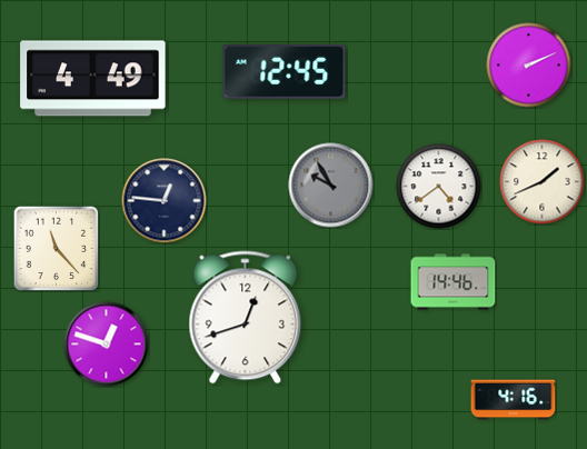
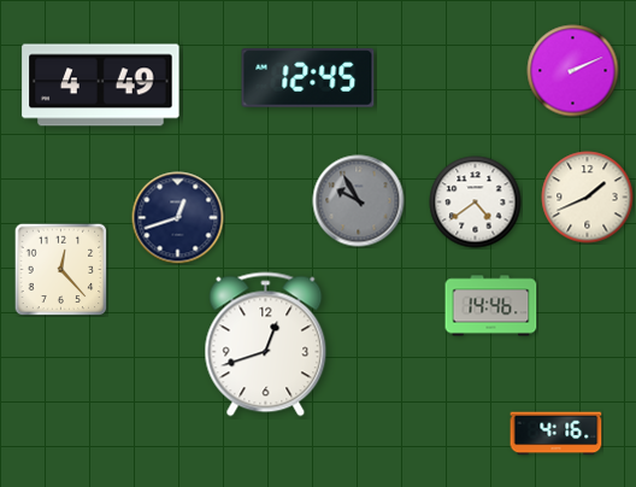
clock at (165, 201): 12:46 -> 12:42
clock at (56, 248): 11:23 -> 12:23
clock at (107, 345): 12:48 -> none
